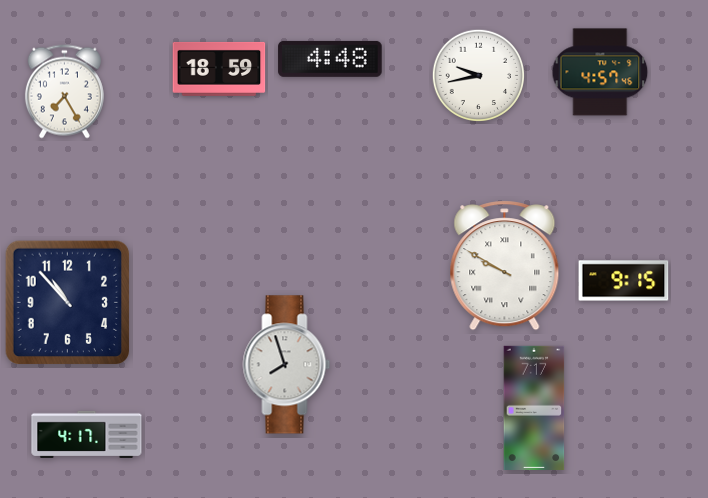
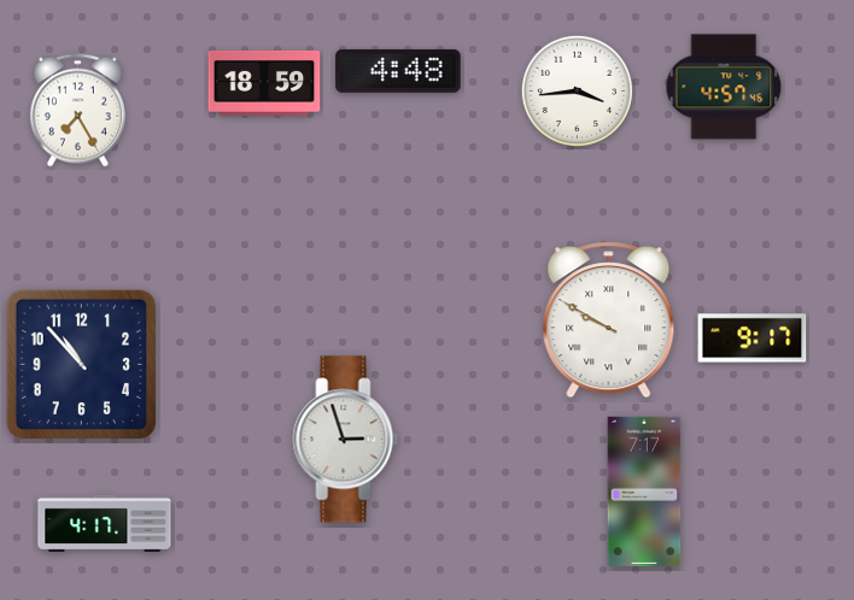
clock at (478, 75): 9:43 -> 3:44
clock at (624, 281): 9:15 -> 9:17
clock at (287, 365): 7:57 -> 2:57
